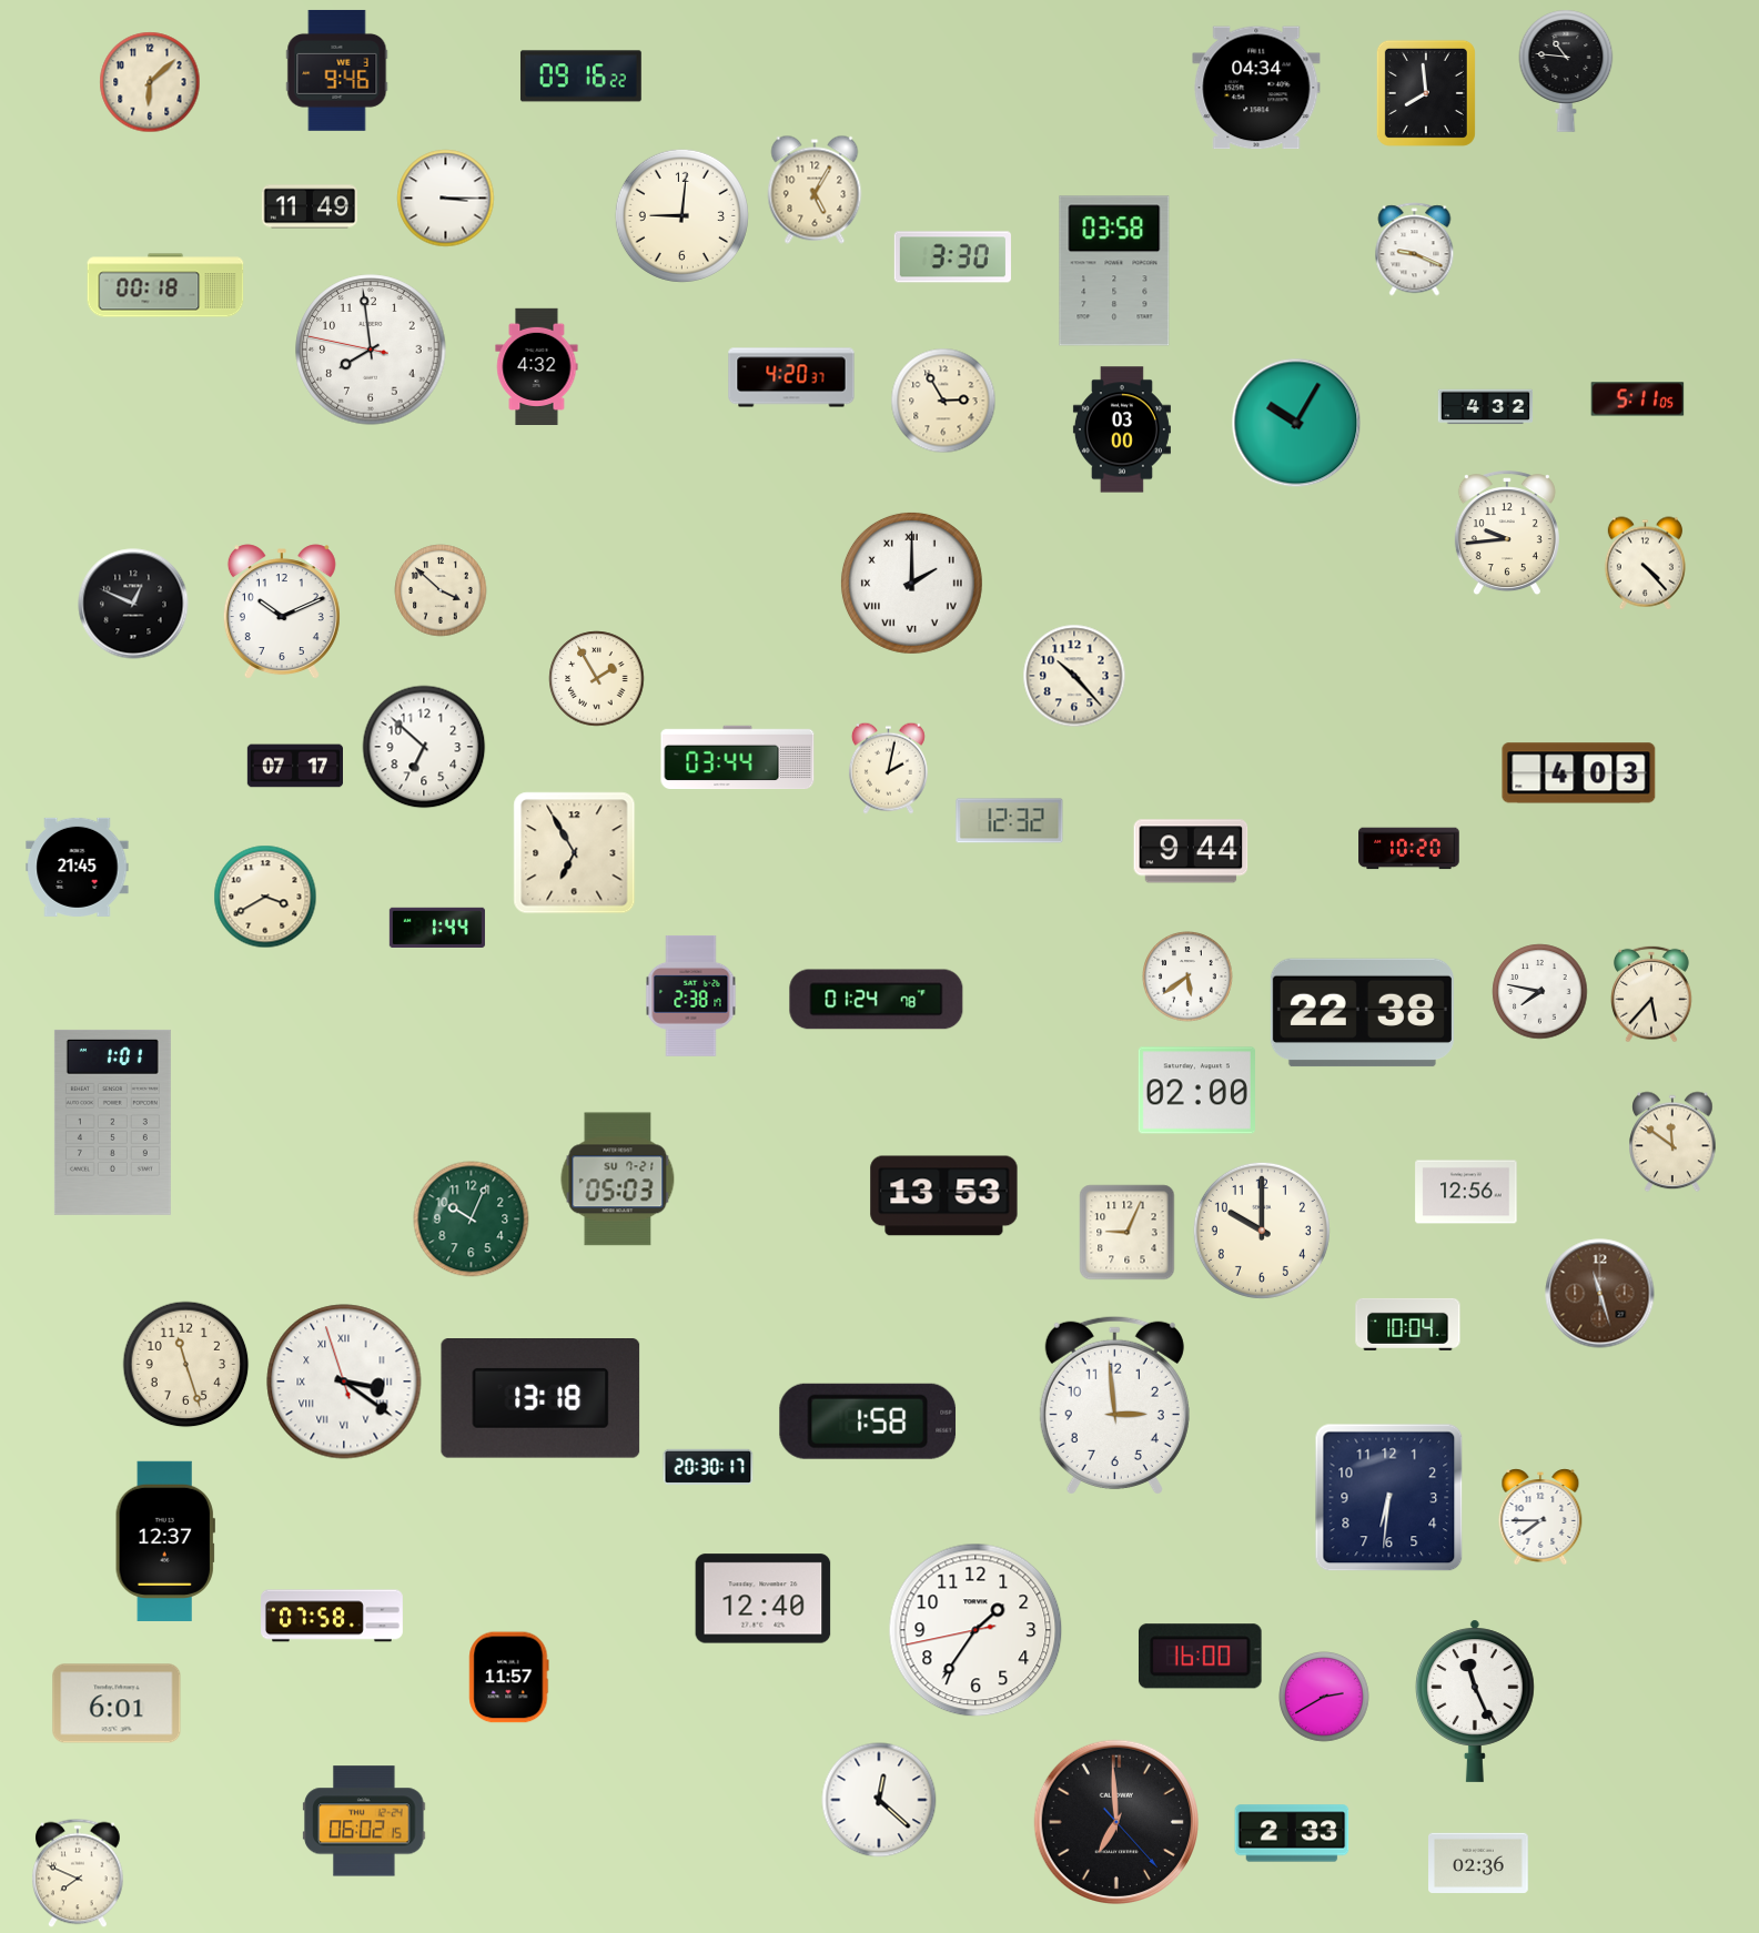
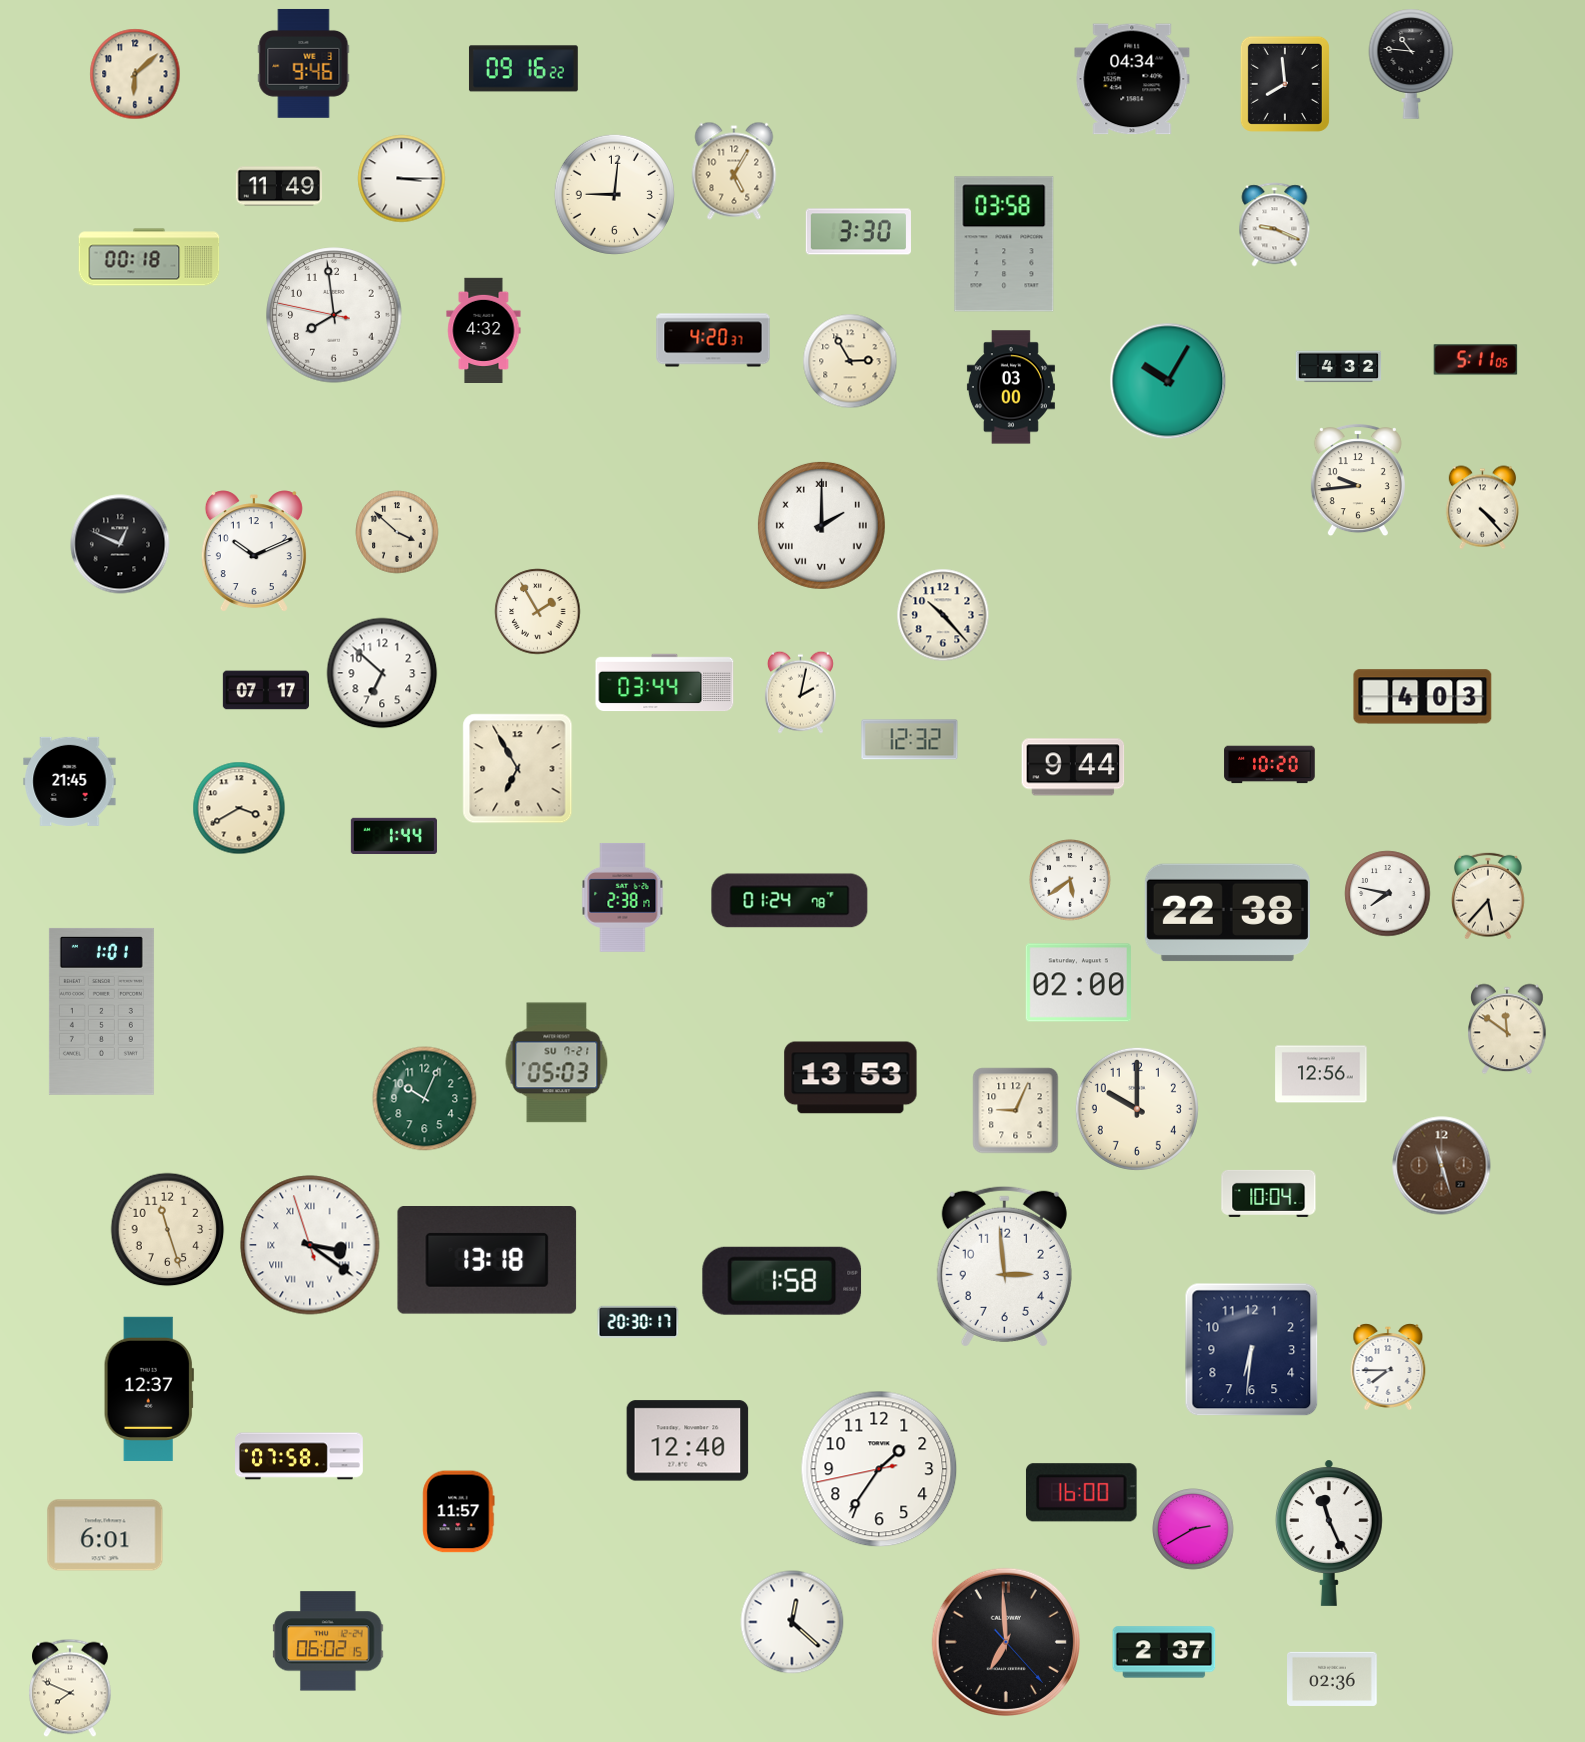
clock at (1074, 676) position: (1074, 676) -> (943, 615)
clock at (1292, 1833): 2:33 -> 2:37
